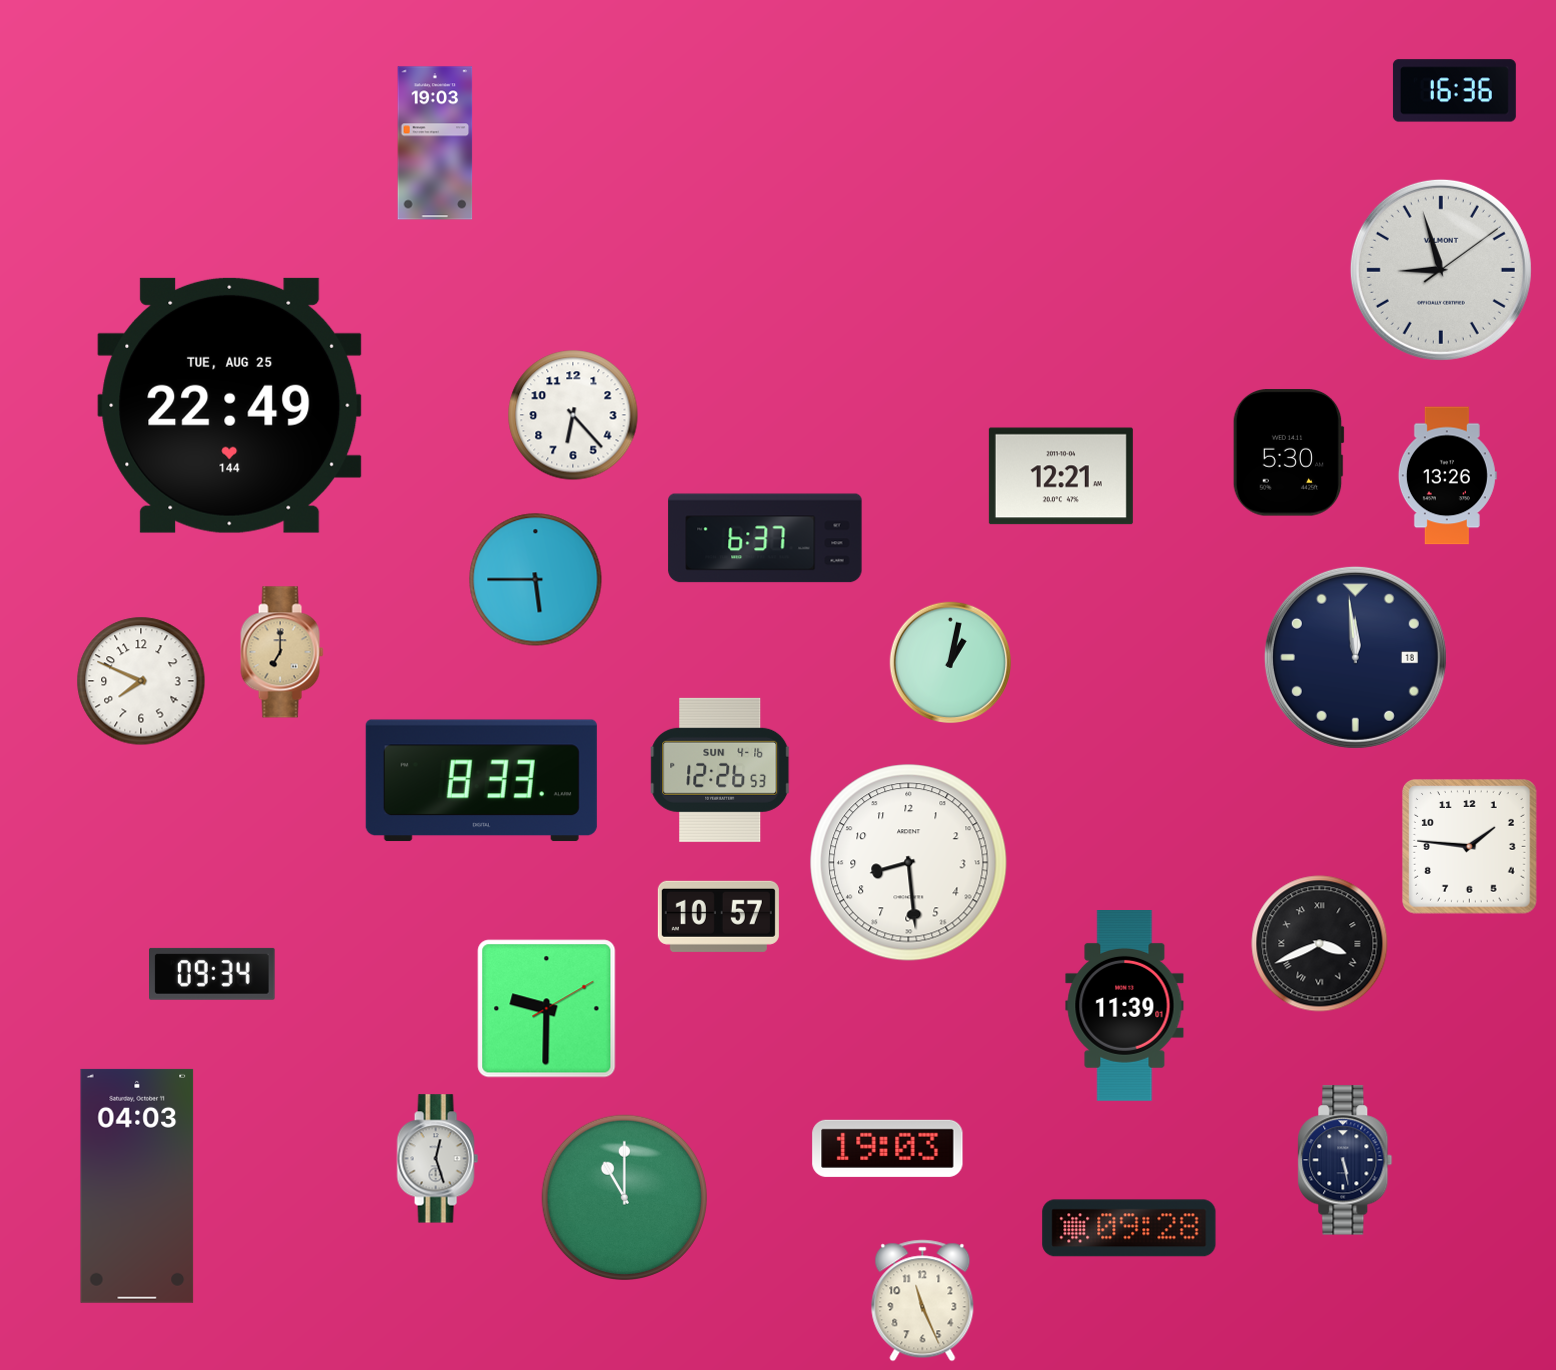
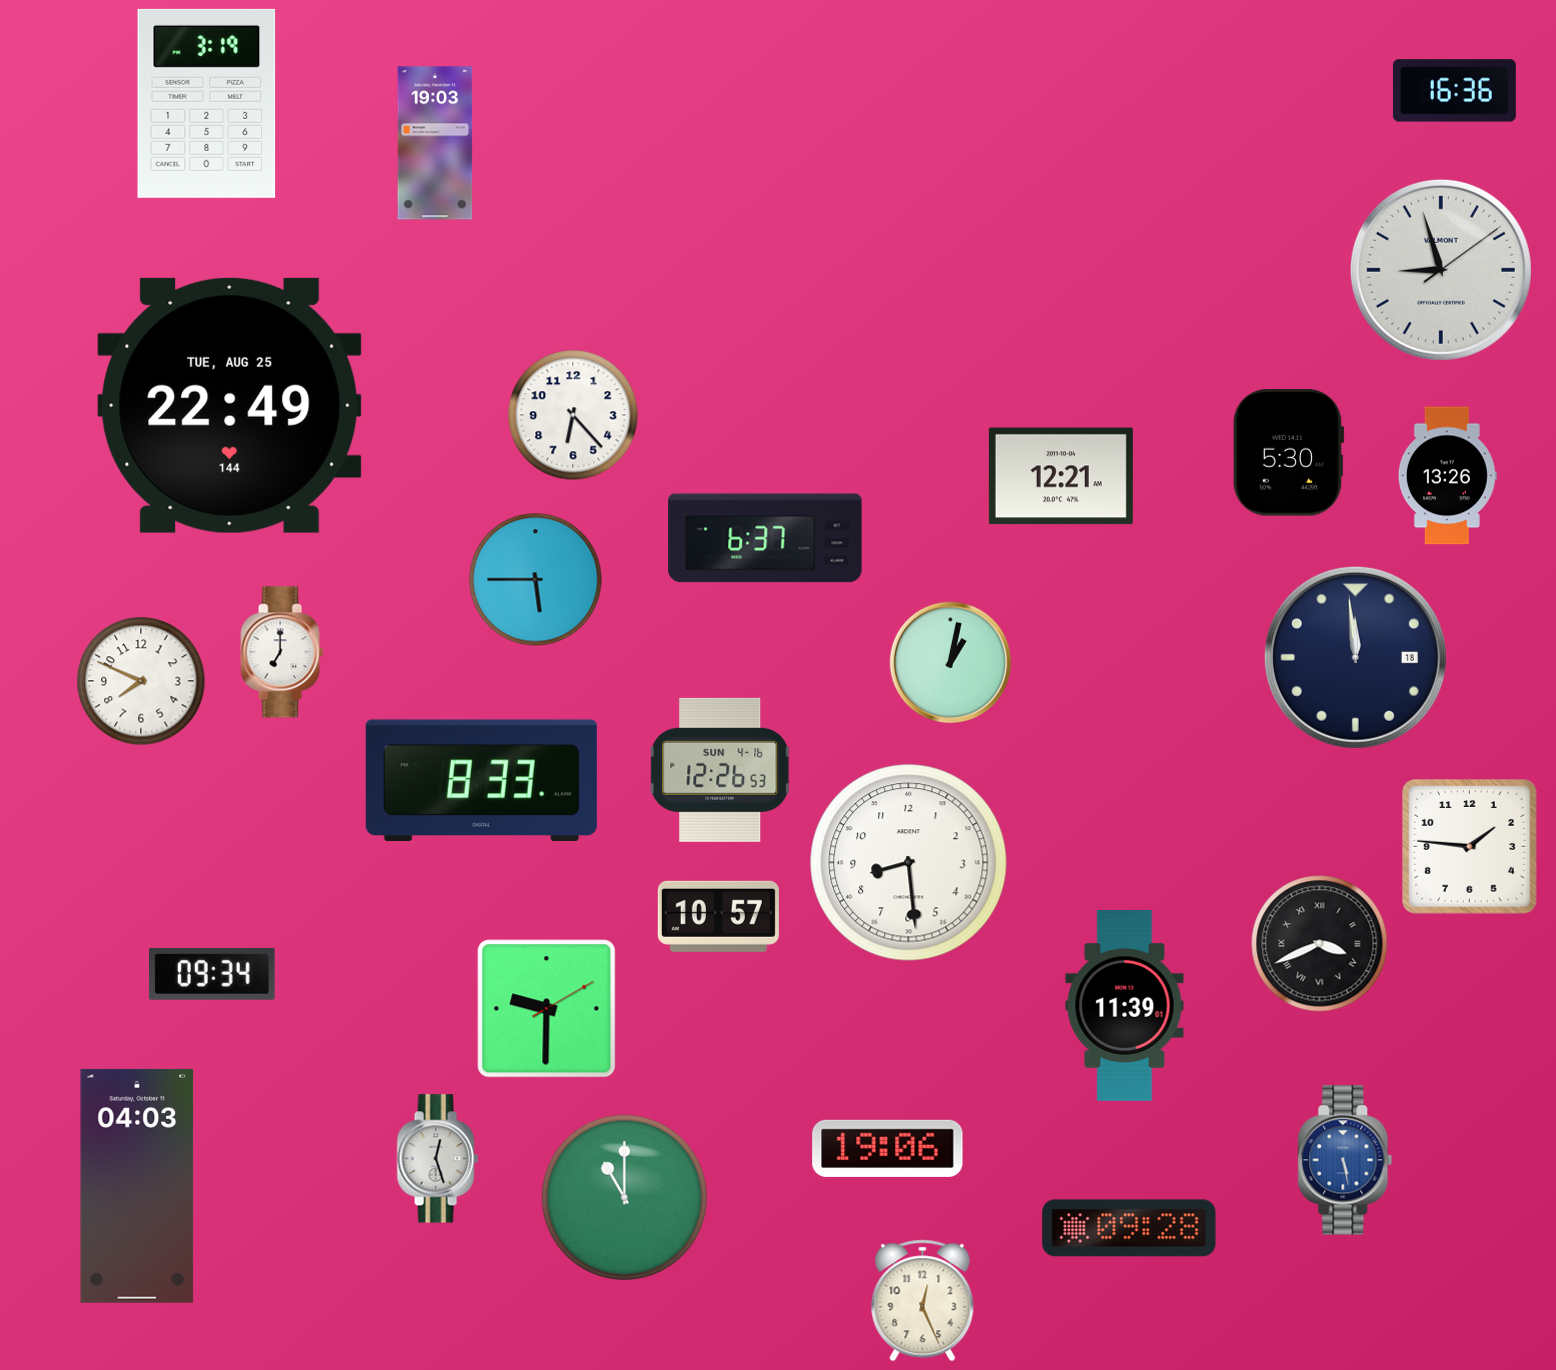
clock at (207, 103): none -> 3:19
clock at (282, 652) dial: champagne -> white
clock at (888, 1148): 19:03 -> 19:06
clock at (1345, 1160) dial: navy -> blue
clock at (923, 1301): 11:26 -> 12:26
